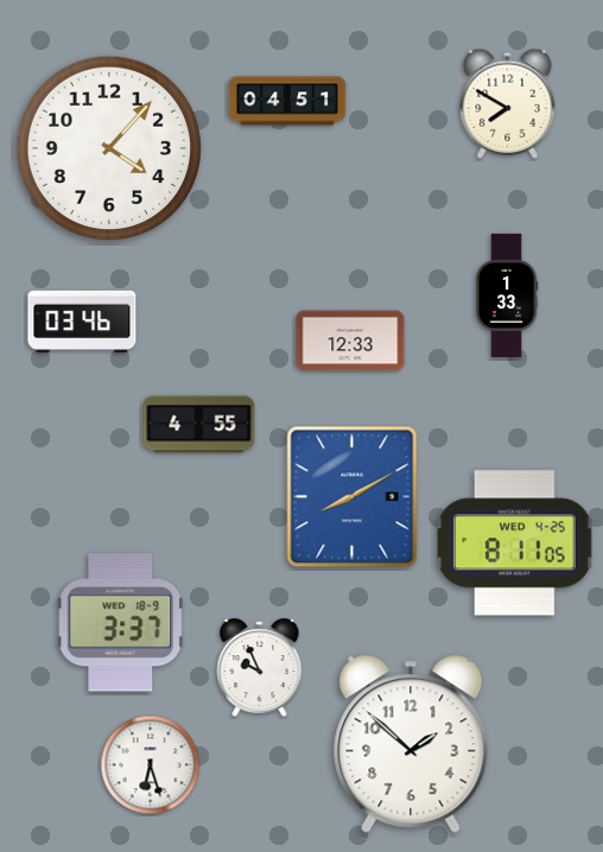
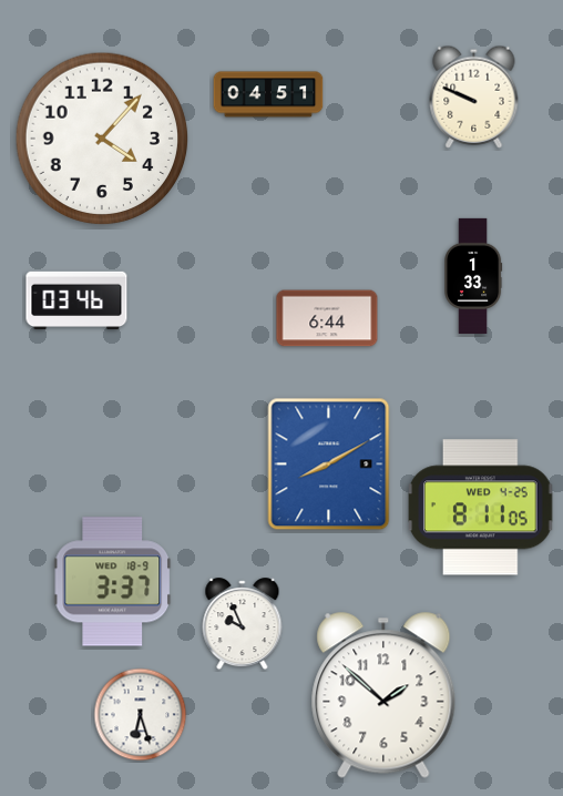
clock at (508, 103): 7:50 -> 9:49
clock at (350, 341): 12:33 -> 6:44
clock at (199, 425): 4:55 -> none
